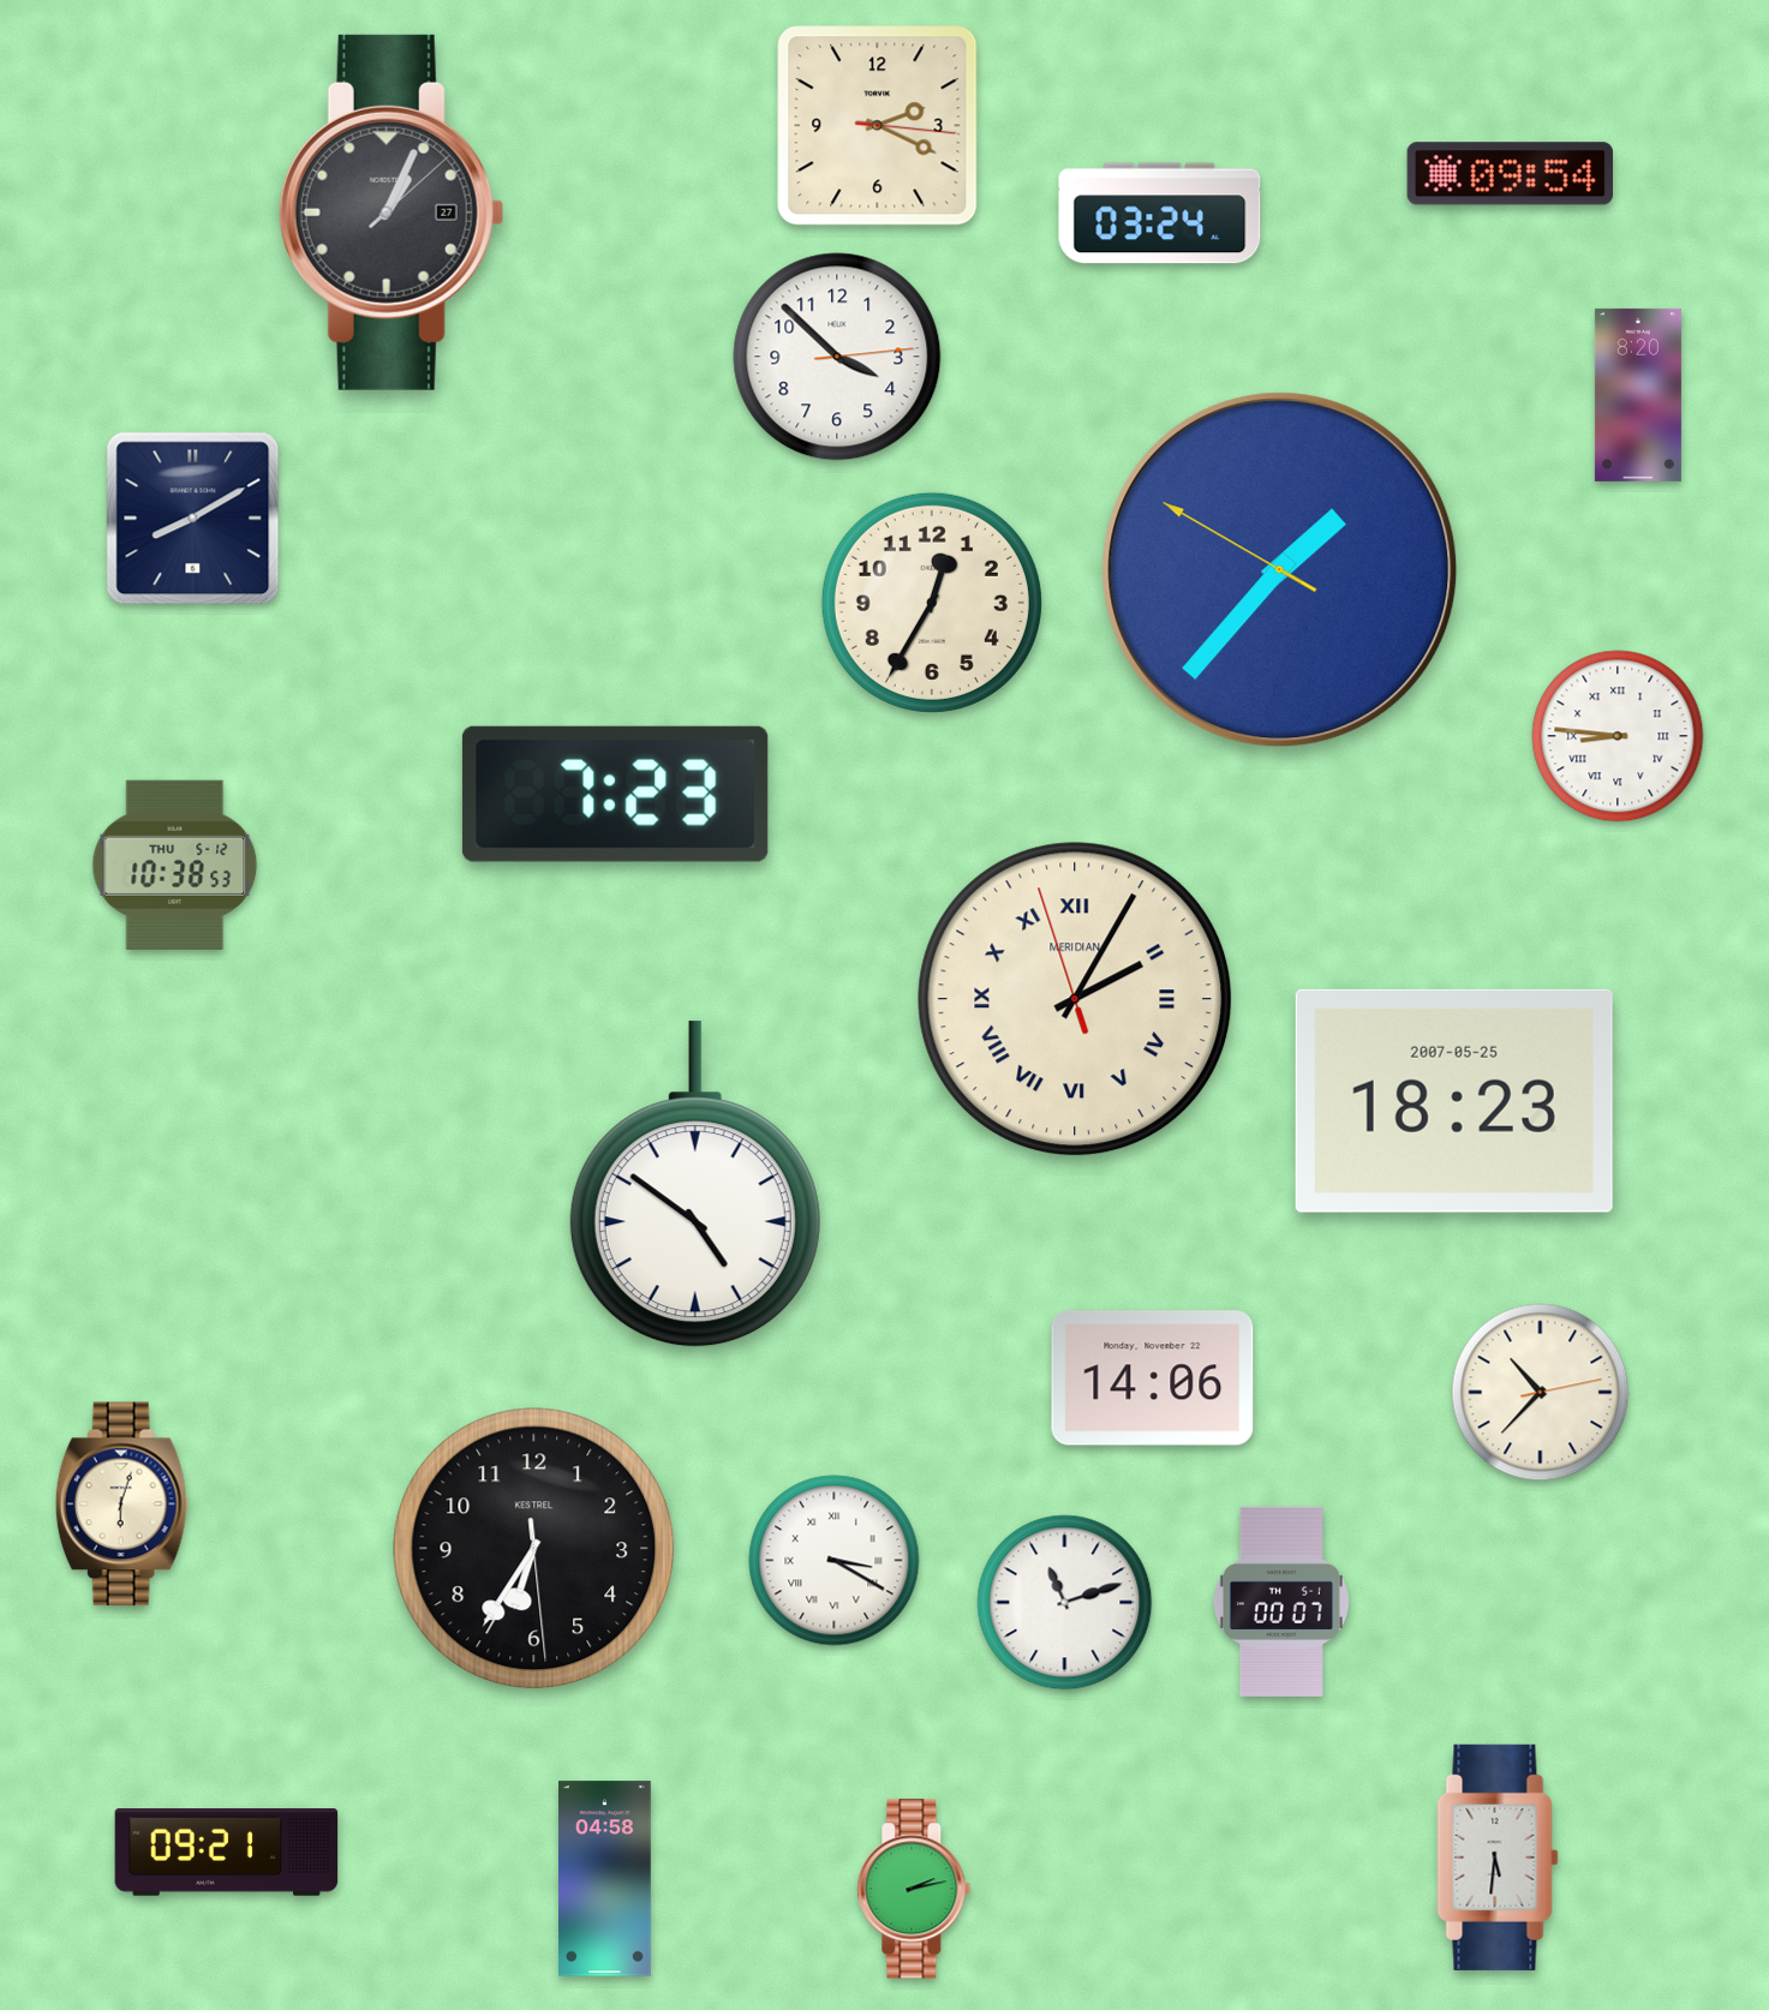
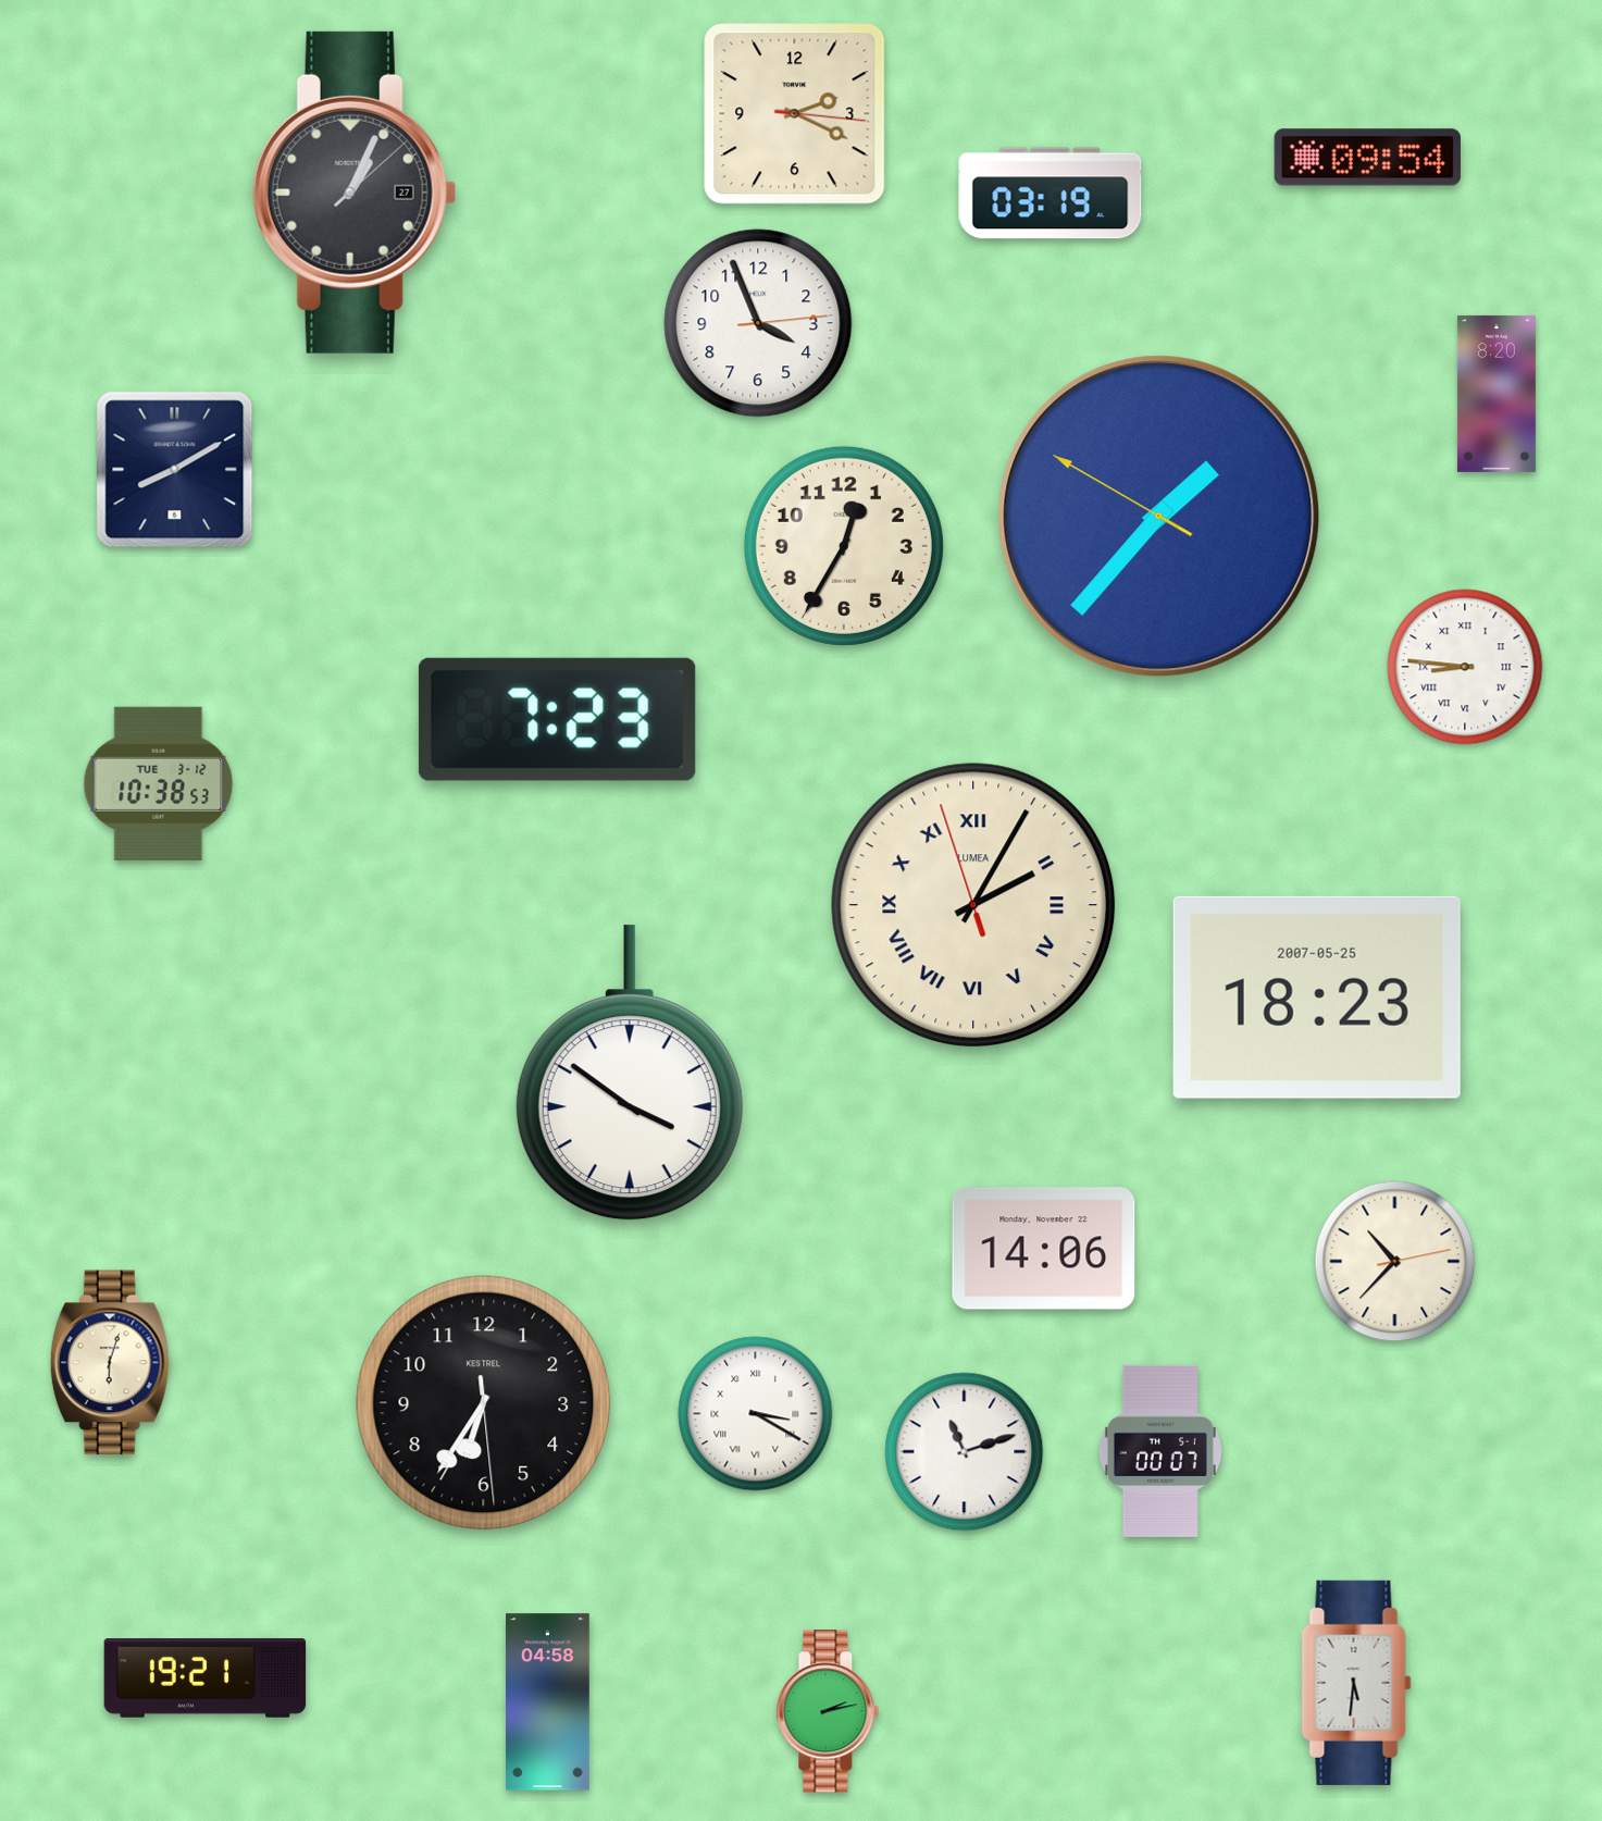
clock at (1160, 214): 03:24 -> 03:19
clock at (837, 357): 3:52 -> 3:56
clock at (1638, 395) position: (1638, 395) -> (1497, 394)
clock at (175, 865) date: THU 5-12 -> TUE 3-12
clock at (1075, 999) brand: MERIDIAN -> LUMEA
clock at (695, 1185): 4:51 -> 3:51
clock at (227, 1853): 09:21 -> 19:21
